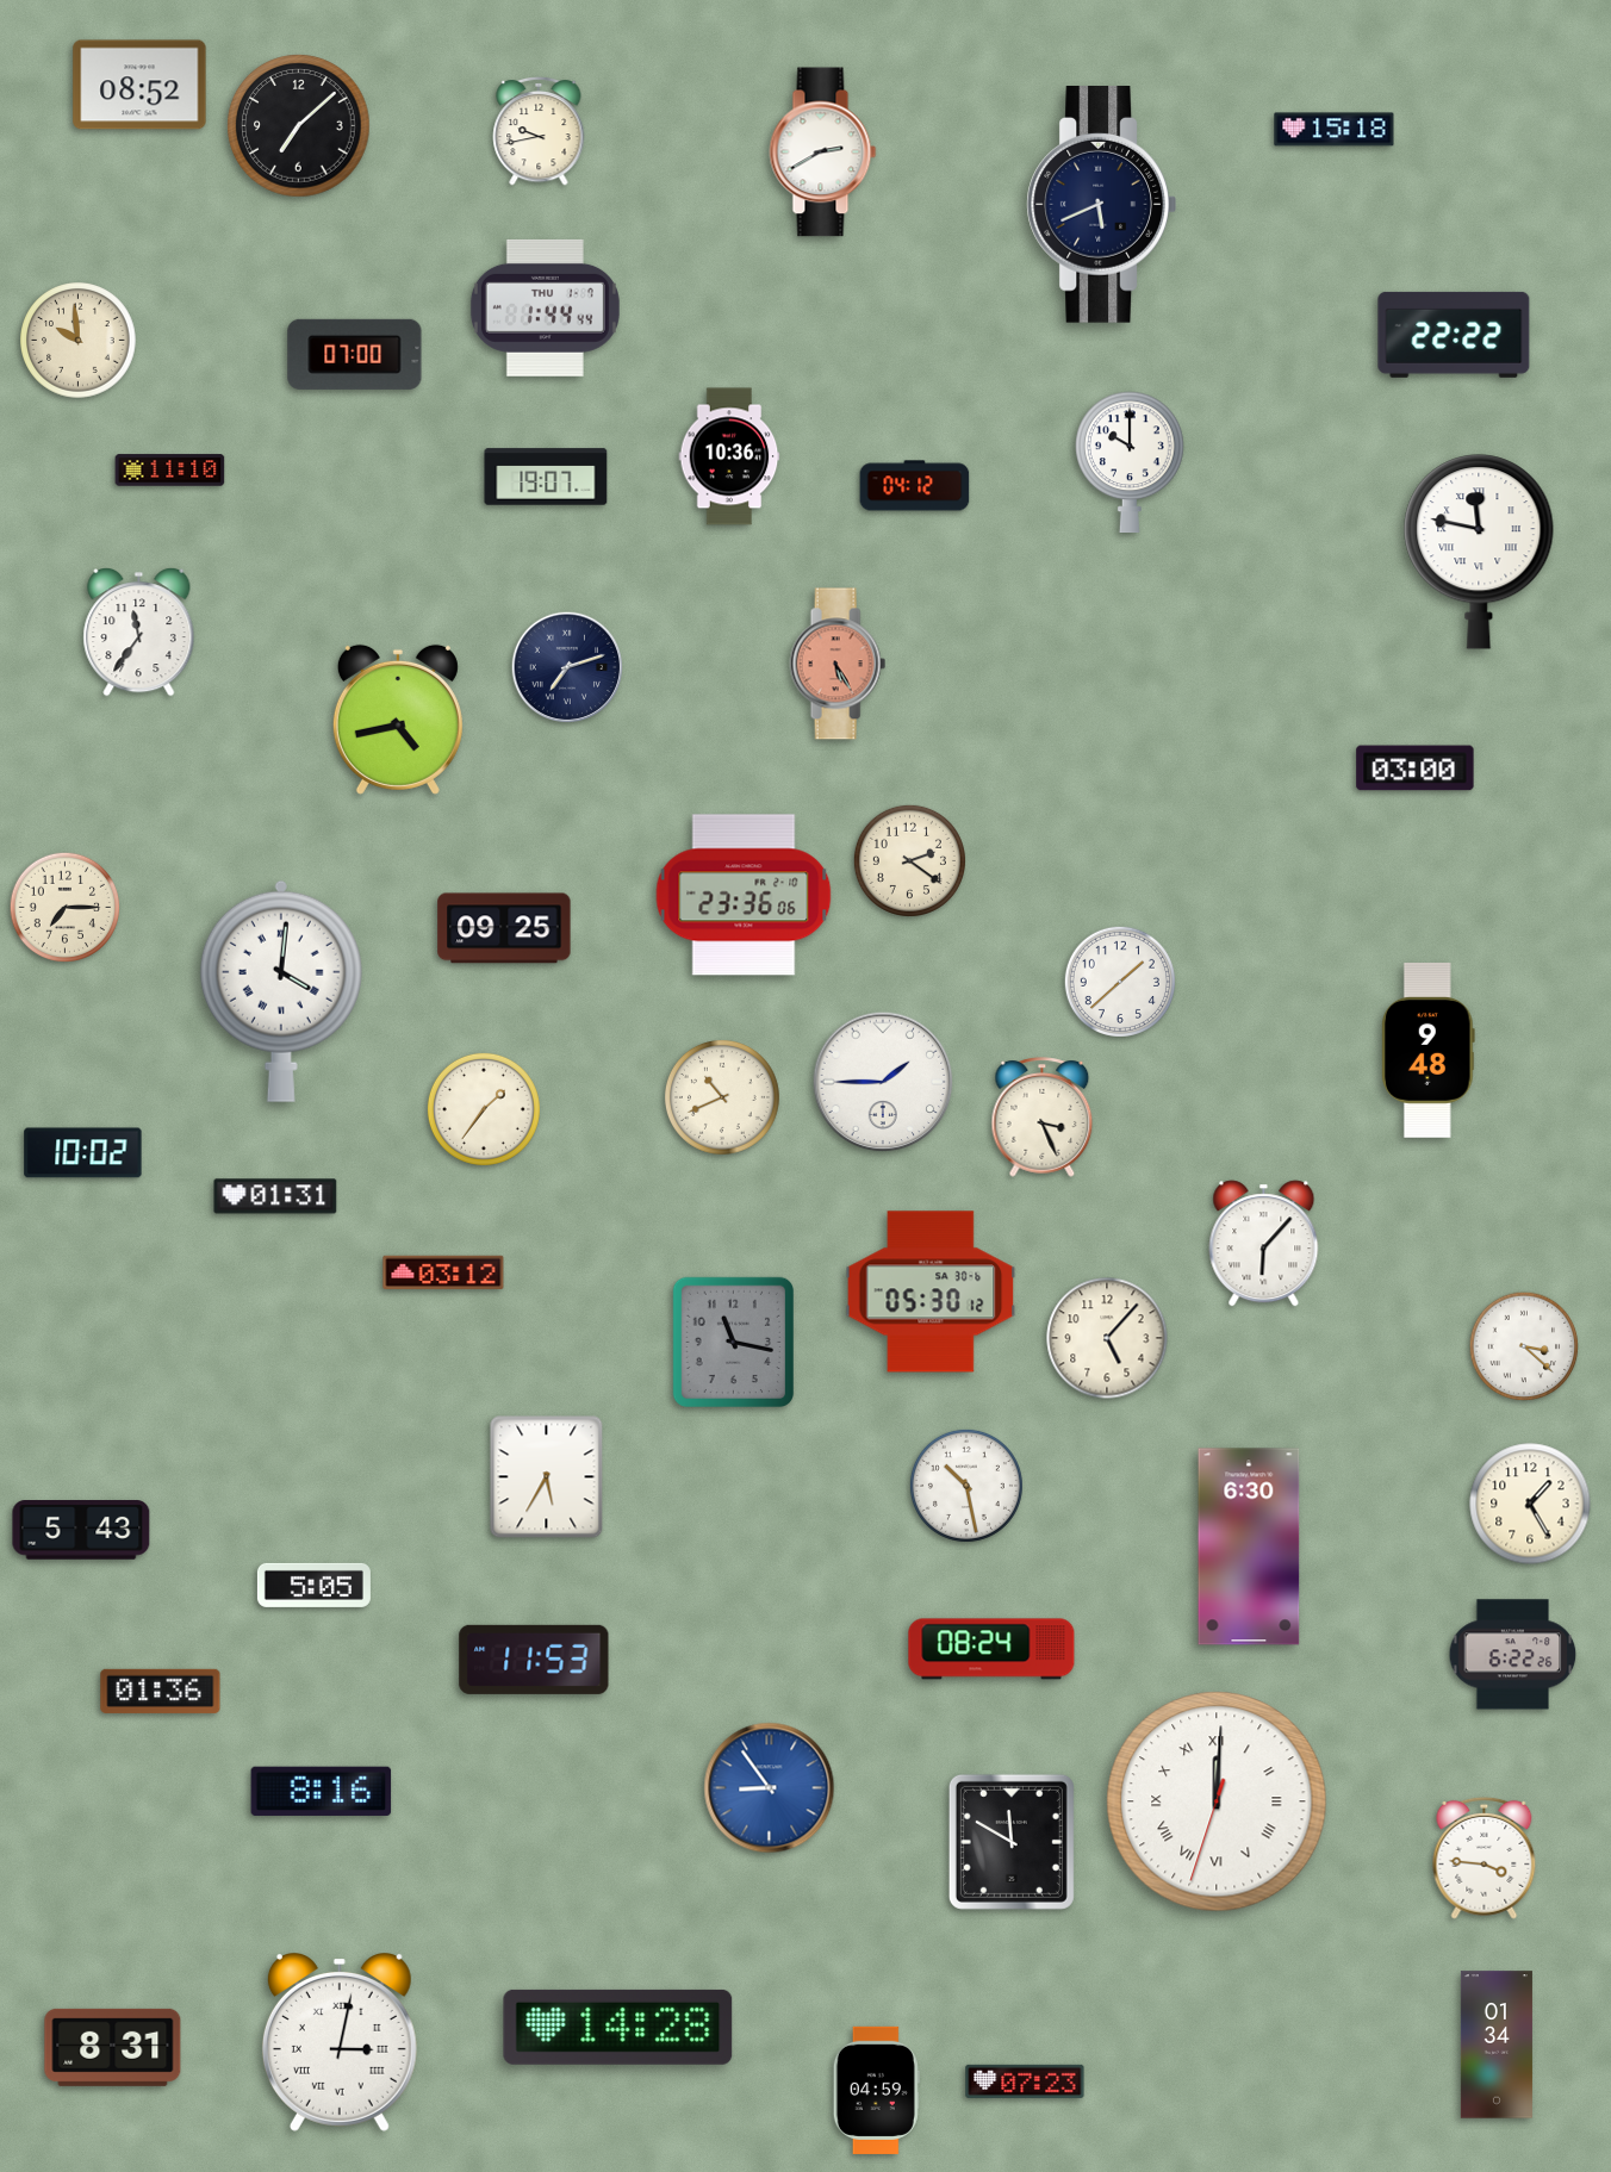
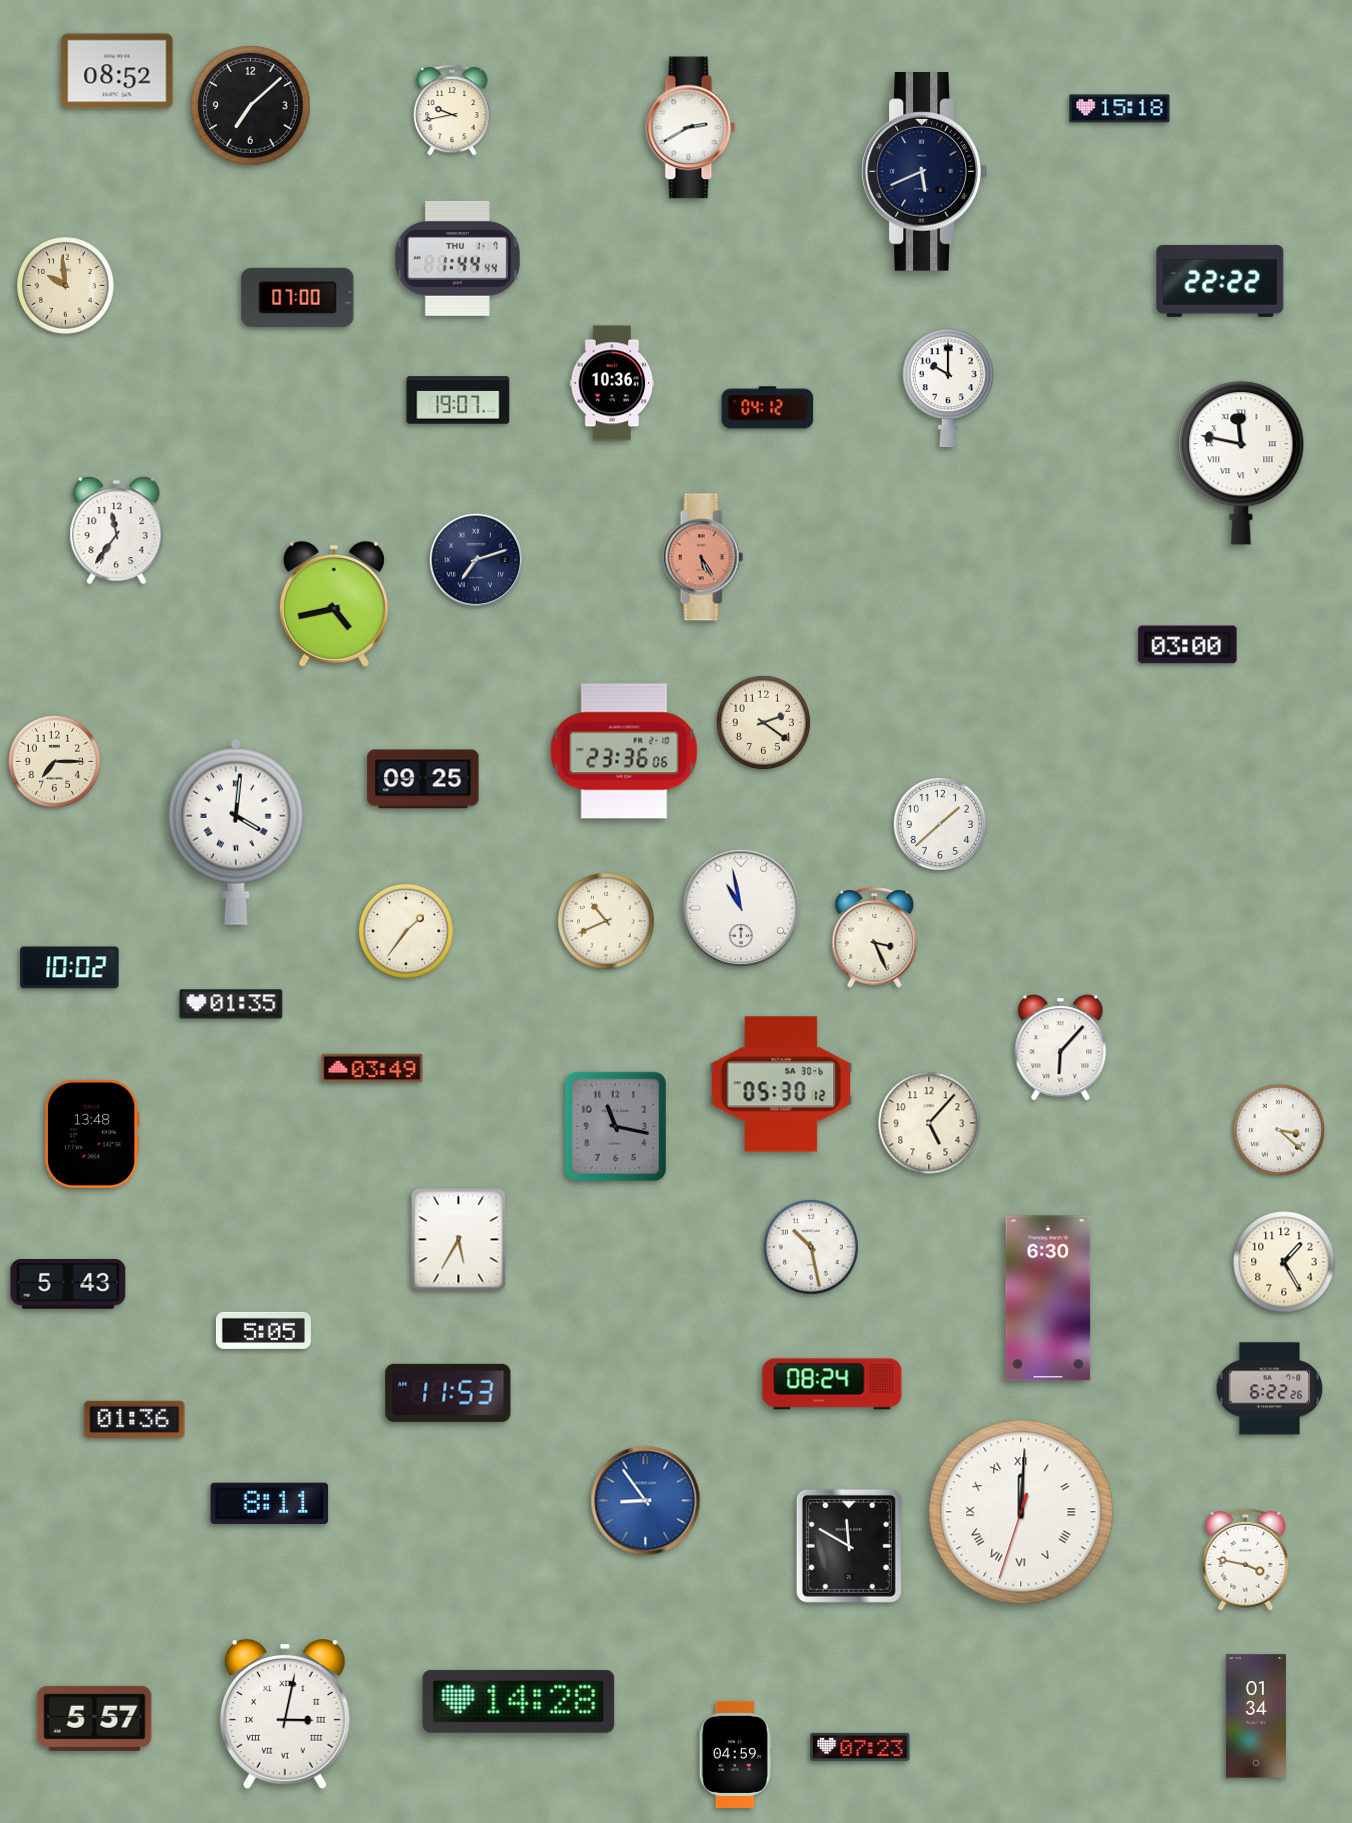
clock at (170, 471): 11:10 -> none
clock at (1429, 1050): 9:48 -> none
clock at (883, 1082): 1:45 -> 10:58
clock at (275, 1196): 01:31 -> 01:35
clock at (1264, 1244) position: (1264, 1244) -> (1061, 1048)
clock at (443, 1271): 03:12 -> 03:49
clock at (92, 1134): none -> 13:48
clock at (322, 1791): 8:16 -> 8:11
clock at (1485, 1857): 3:46 -> 3:47
clock at (113, 2047): 8:31 -> 5:57
